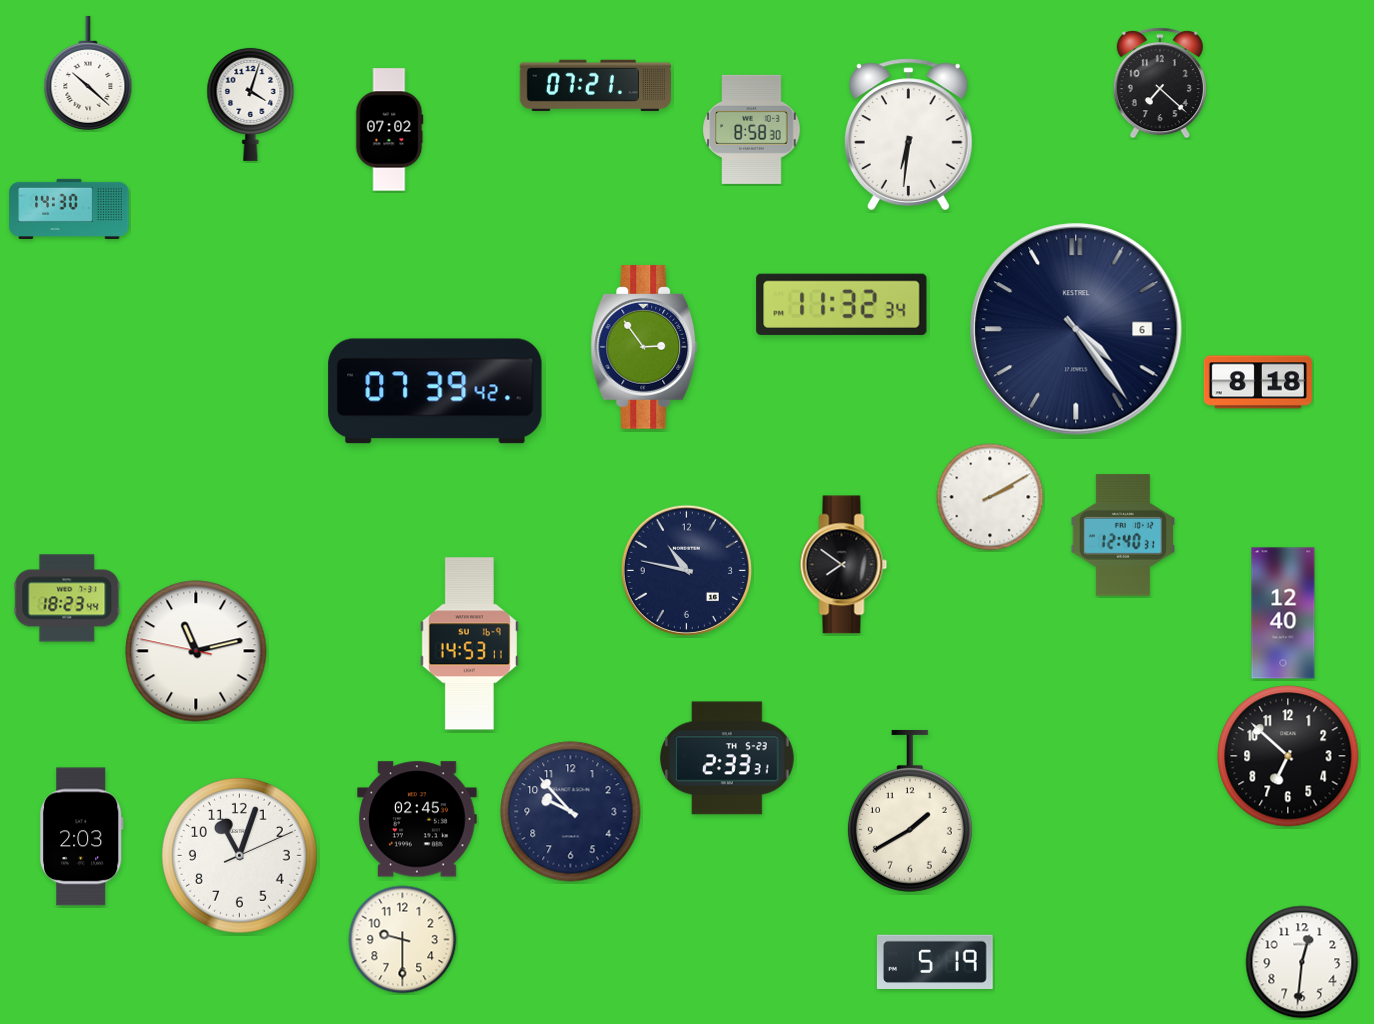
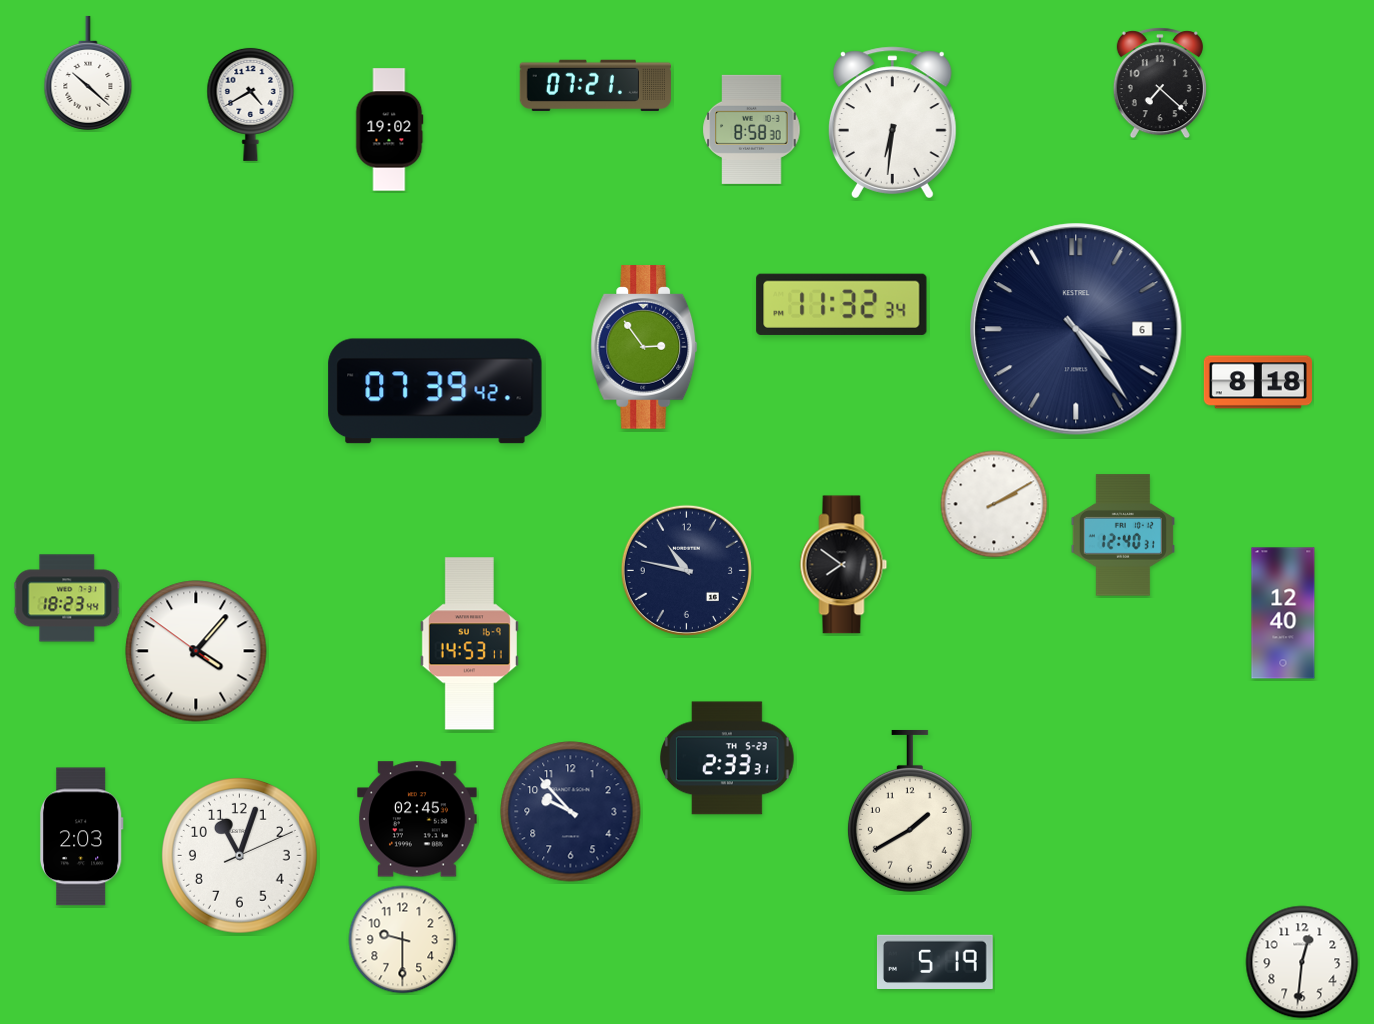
clock at (251, 104): 4:03 -> 4:40
clock at (389, 130): 07:02 -> 19:02
clock at (908, 135) position: (908, 135) -> (892, 123)
clock at (69, 208): 14:30 -> none
clock at (990, 497) position: (990, 497) -> (994, 504)
clock at (196, 651): 11:12 -> 4:06
clock at (1288, 756): 6:52 -> none
